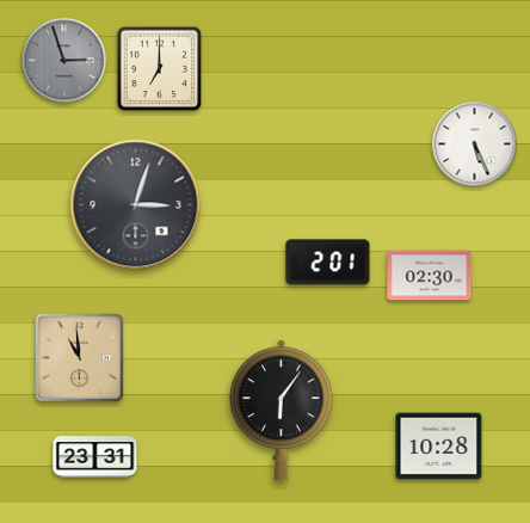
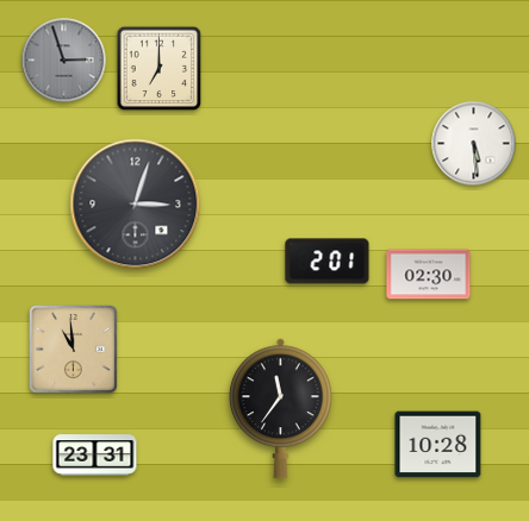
clock at (475, 144): 5:26 -> 5:29
clock at (80, 358) position: (80, 358) -> (74, 350)
clock at (281, 411): 6:06 -> 11:36
